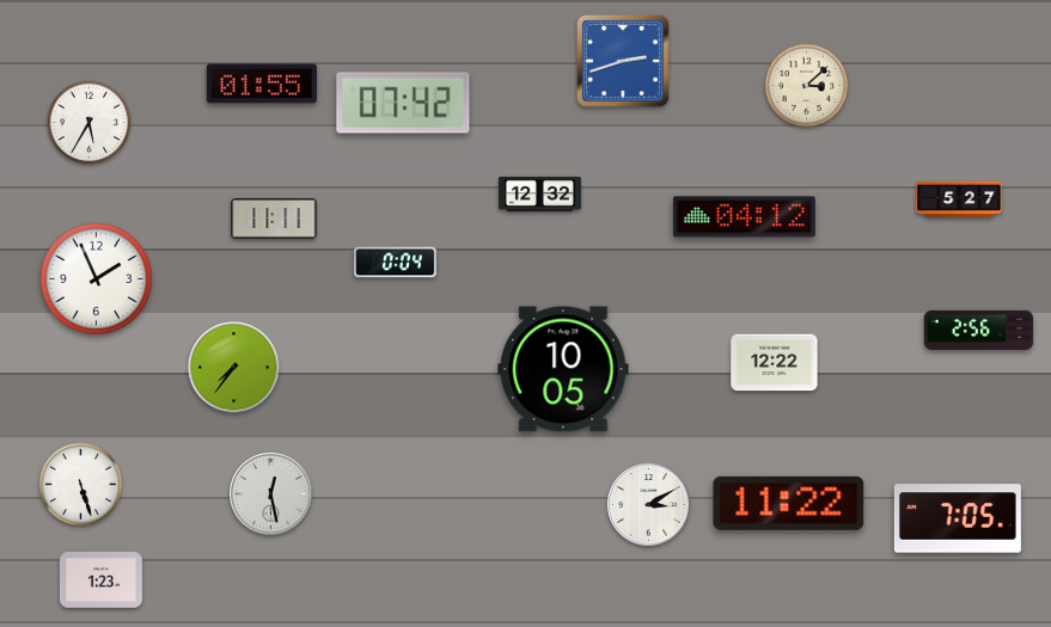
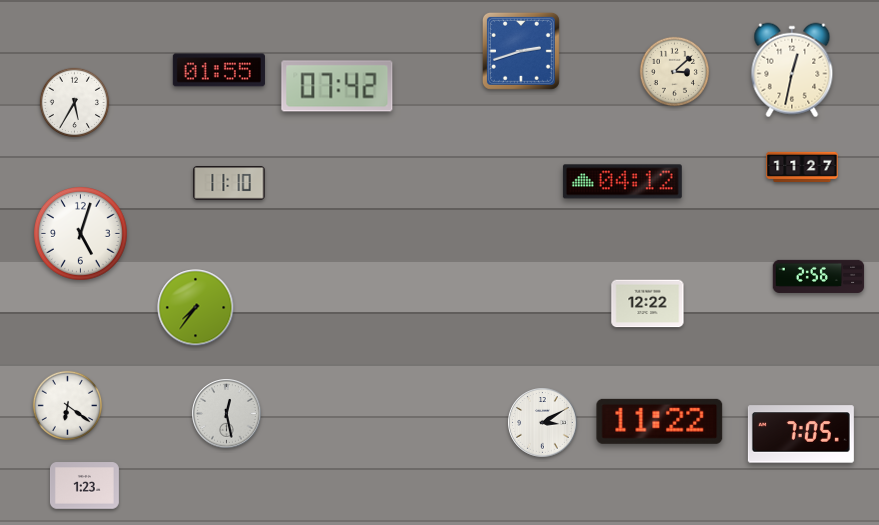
clock at (792, 70): none -> 12:32
clock at (539, 193): 12:32 -> none
clock at (959, 198): 5:27 -> 11:27
clock at (274, 219): 11:11 -> 11:10
clock at (395, 263): 0:04 -> none
clock at (97, 279): 1:56 -> 5:03
clock at (563, 369): 10:05 -> none
clock at (81, 485): 5:27 -> 6:21
